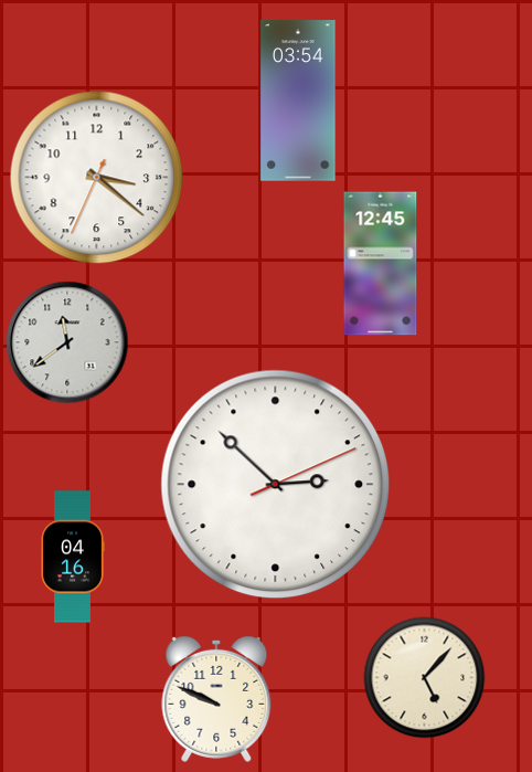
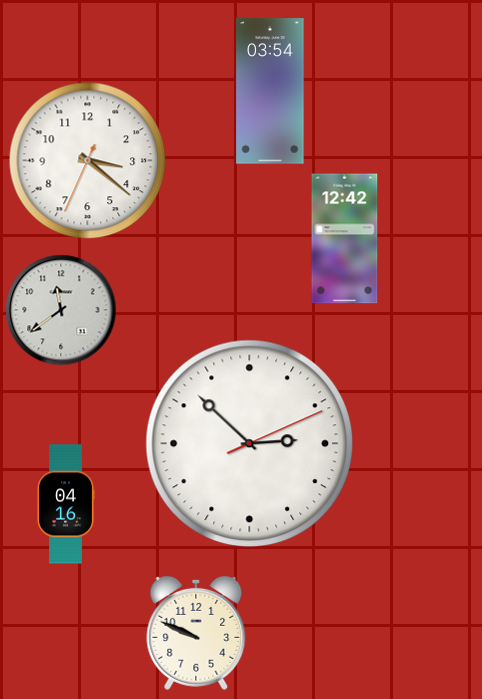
clock at (381, 264): 12:45 -> 12:42
clock at (276, 485) position: (276, 485) -> (250, 444)
clock at (425, 678): 5:07 -> none
